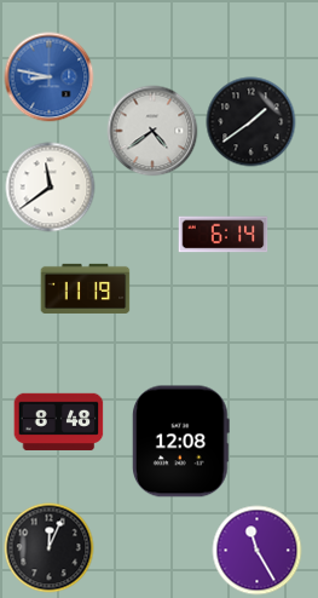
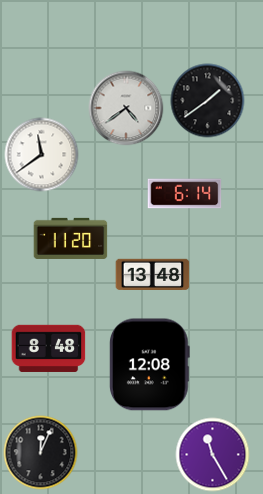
clock at (50, 77): 8:47 -> none
clock at (86, 288): 11:19 -> 11:20
clock at (153, 274): none -> 13:48
